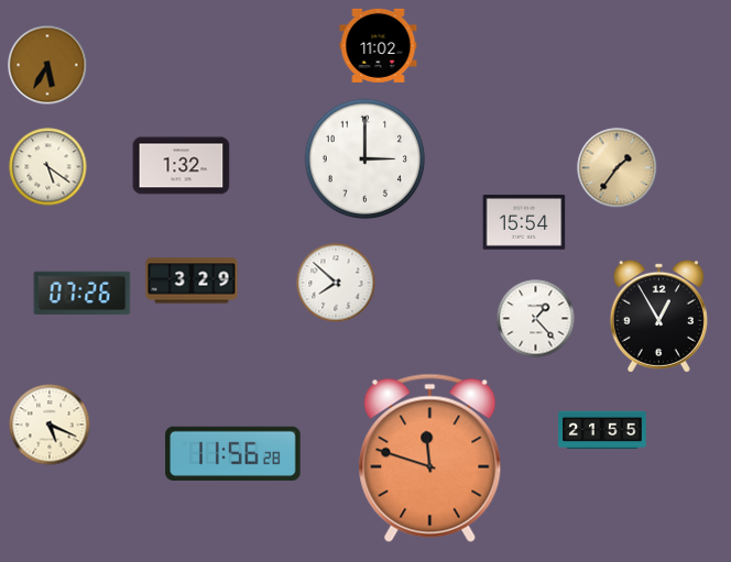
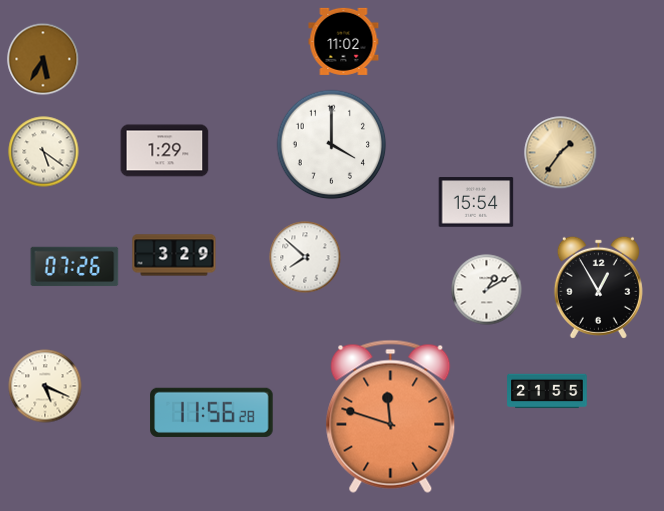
clock at (365, 159): 3:00 -> 4:00
clock at (182, 166): 1:32 -> 1:29
clock at (536, 319): 1:23 -> 1:10
